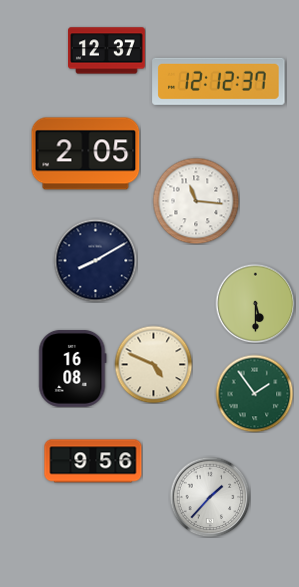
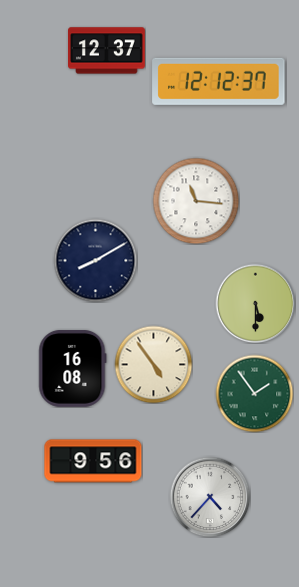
clock at (86, 154): 2:05 -> none
clock at (153, 364): 4:49 -> 4:54
clock at (210, 497): 1:37 -> 4:37
